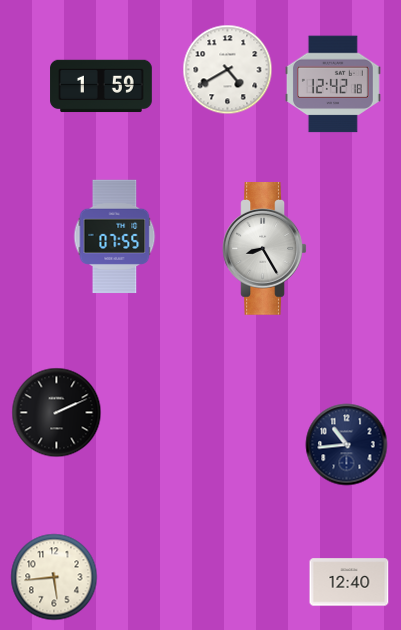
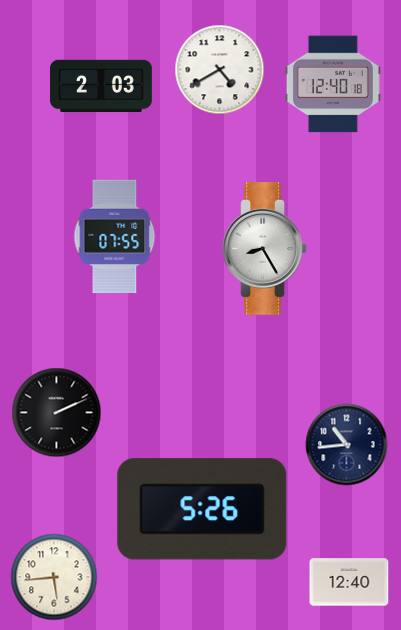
clock at (228, 70) position: (228, 70) -> (220, 70)
clock at (333, 84): 12:42 -> 12:40
clock at (101, 86): 1:59 -> 2:03
clock at (202, 509): none -> 5:26
